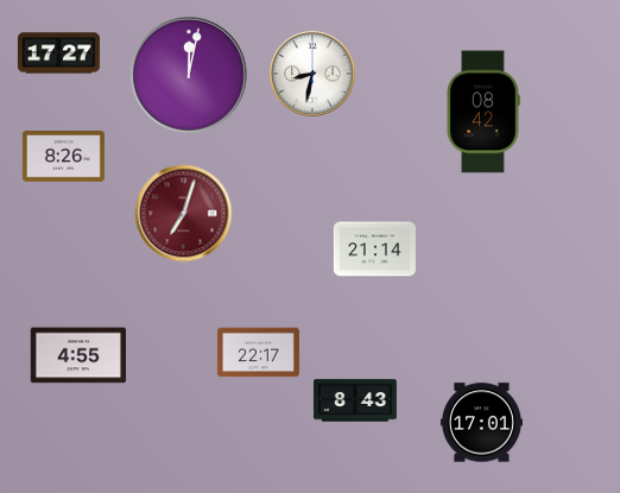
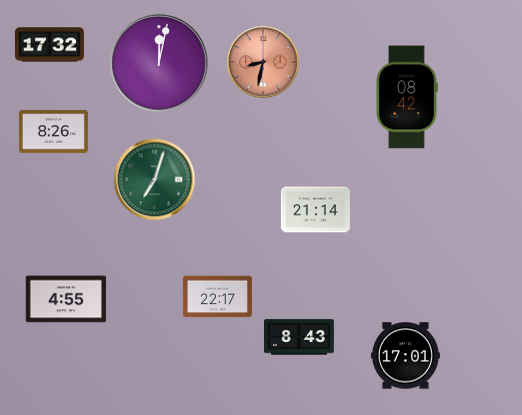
clock at (58, 53): 17:27 -> 17:32
clock at (312, 74) dial: white -> salmon
clock at (483, 112) position: (483, 112) -> (407, 97)
clock at (184, 214) dial: burgundy -> green
